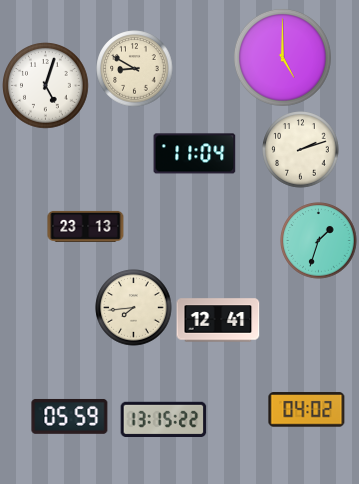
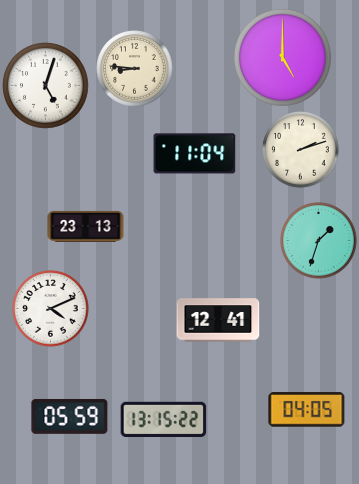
clock at (135, 69): 8:50 -> 8:46
clock at (134, 308): 7:44 -> none
clock at (51, 309): none -> 4:11
clock at (307, 410): 04:02 -> 04:05
